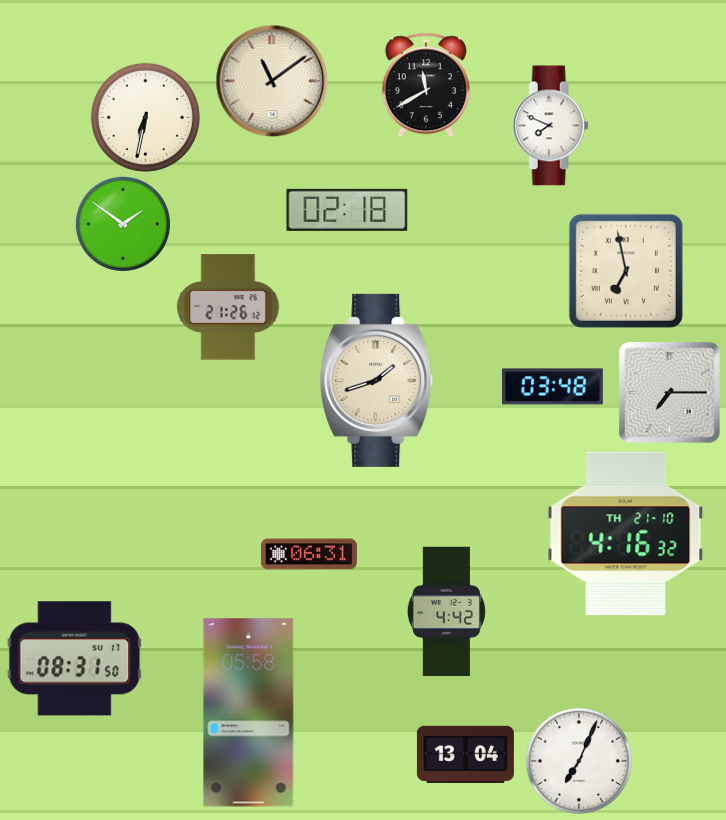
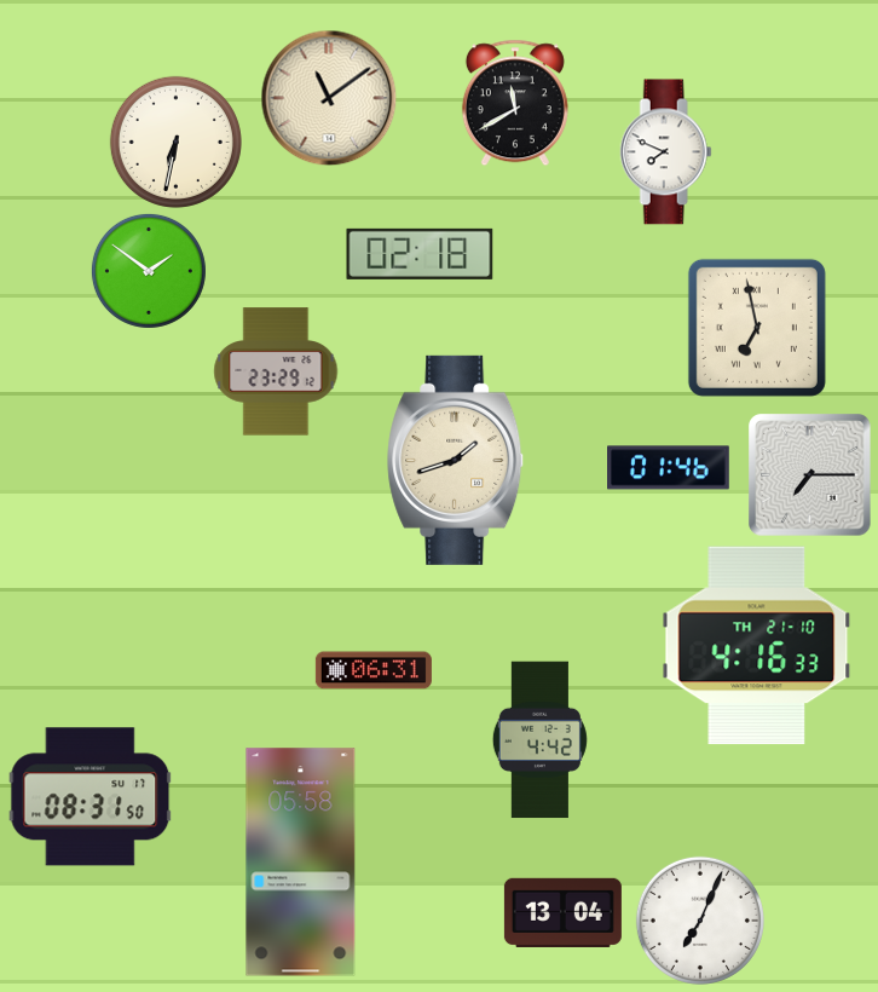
clock at (228, 307): 21:26 -> 23:29
clock at (553, 387): 03:48 -> 01:46
clock at (626, 534): 4:16:32 -> 4:16:33
